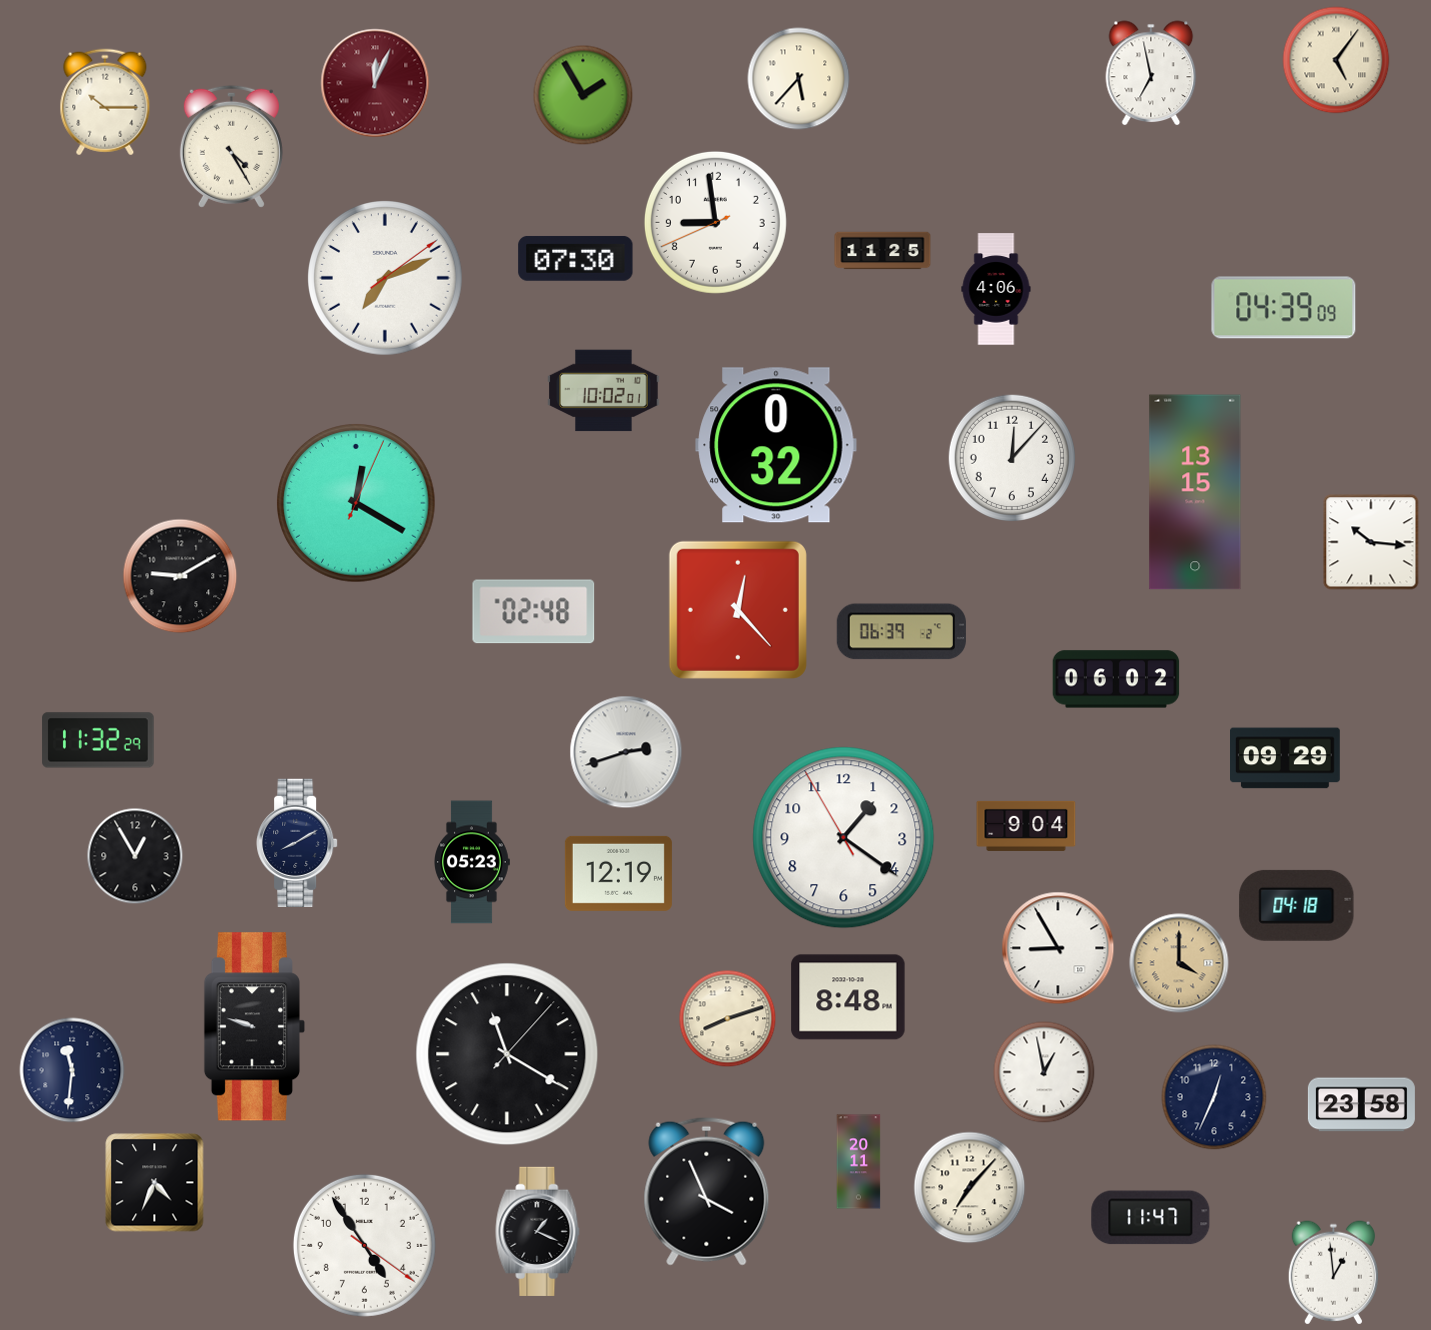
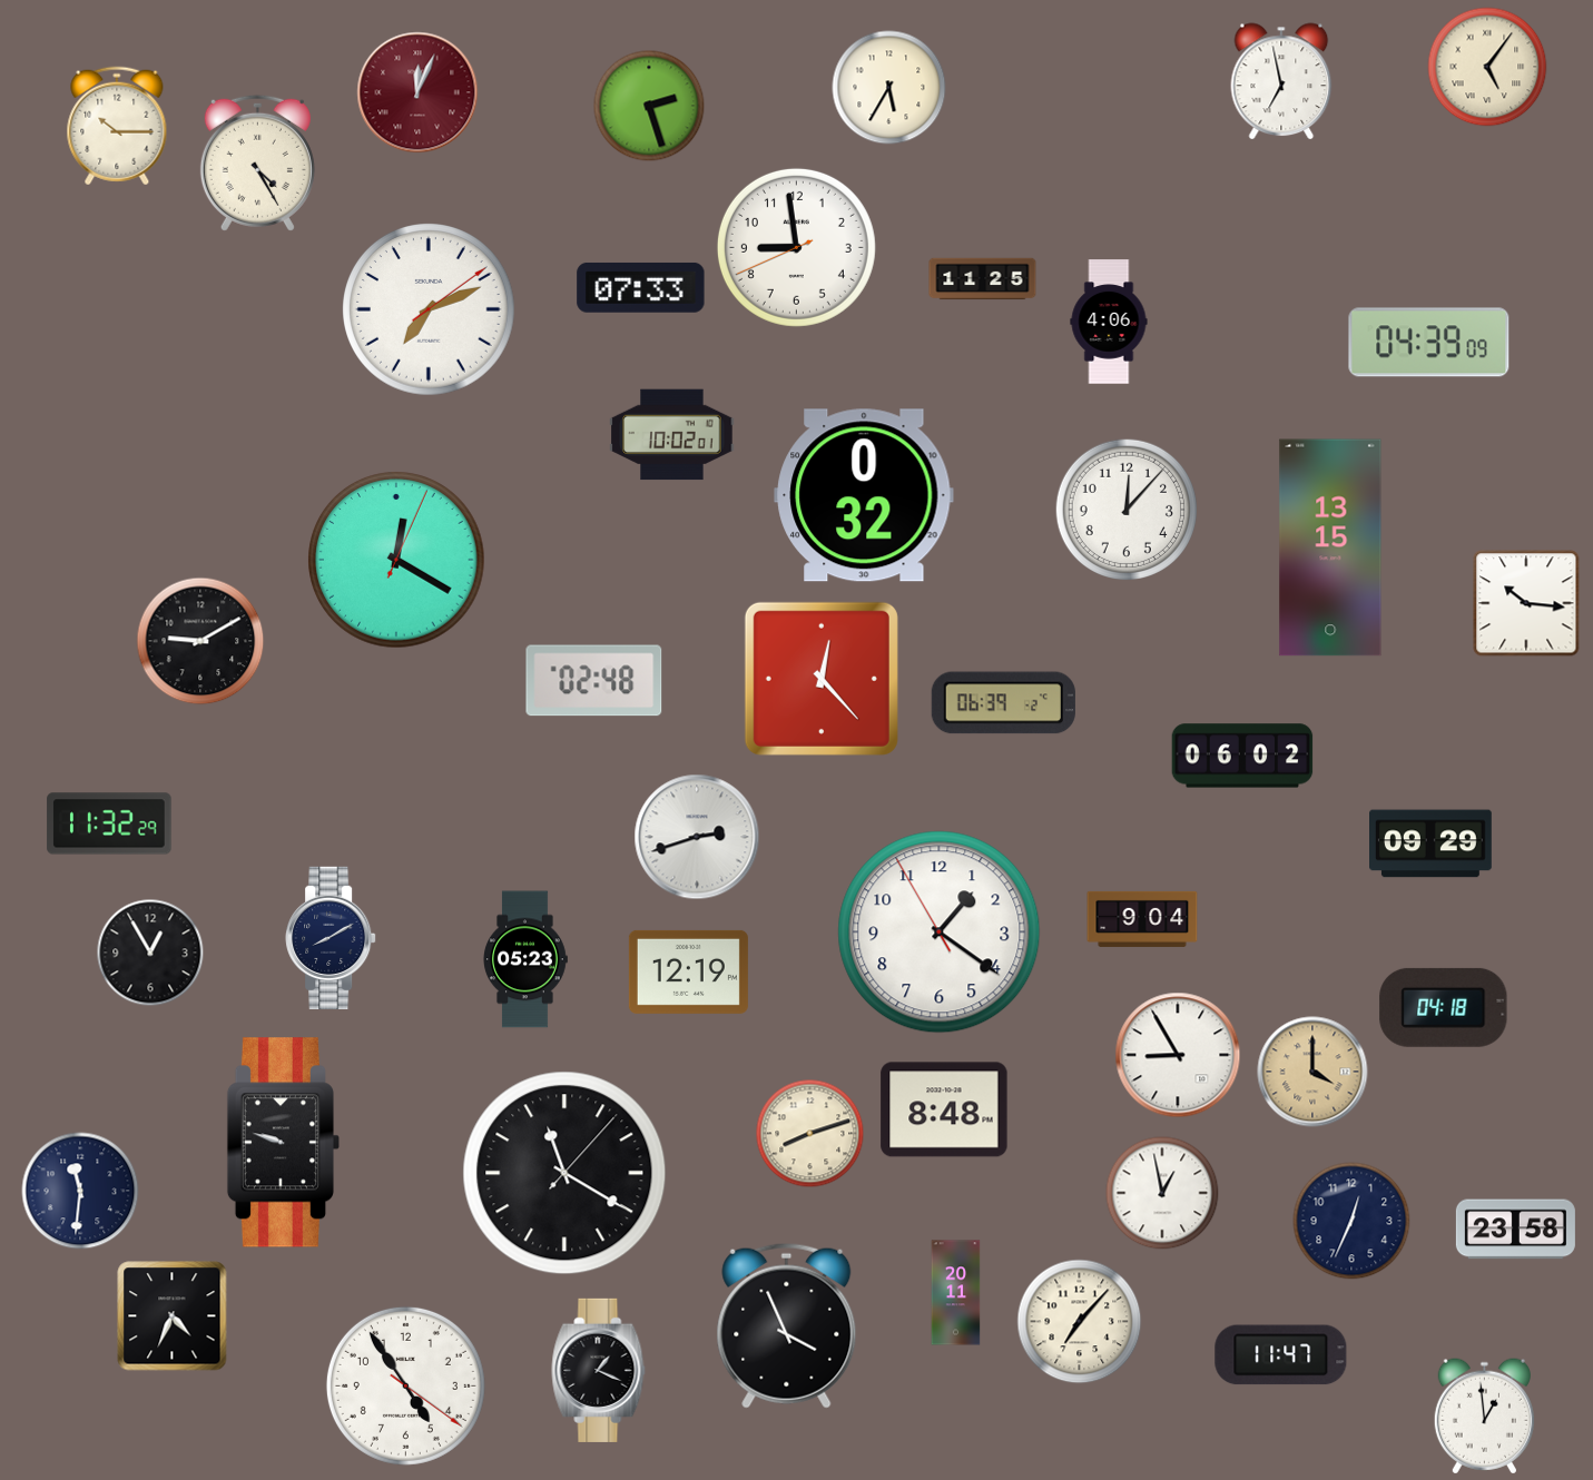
clock at (799, 79): 5:37 -> 5:35
clock at (583, 95): 1:55 -> 2:27
clock at (105, 102) position: (105, 102) -> (117, 126)
clock at (576, 259): 07:30 -> 07:33
